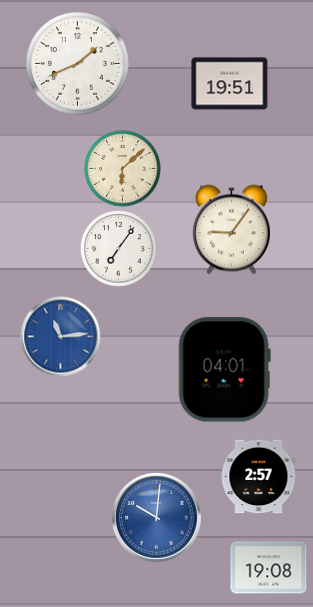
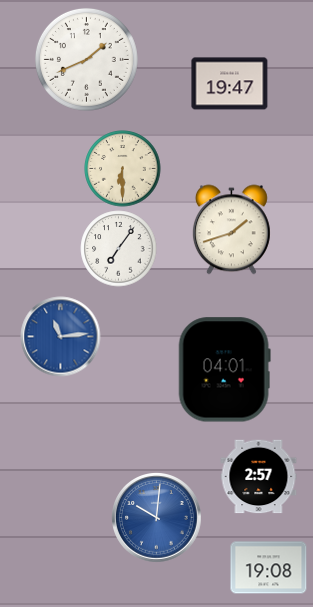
clock at (77, 63) position: (77, 63) -> (86, 59)
clock at (230, 84): 19:51 -> 19:47
clock at (123, 169): 6:08 -> 6:30
clock at (231, 230): 9:06 -> 1:42
